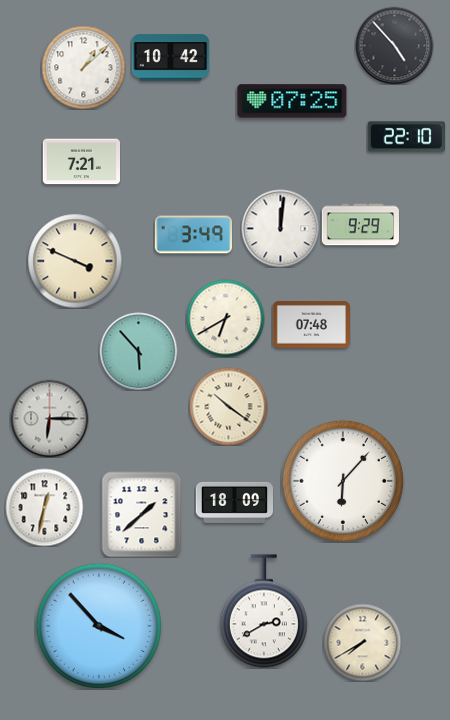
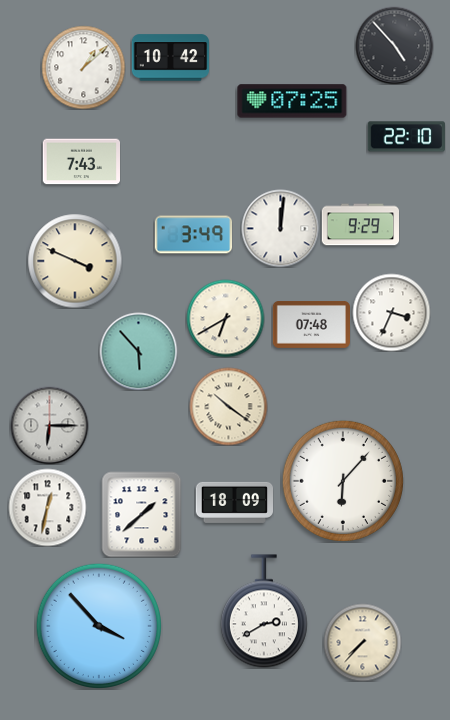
clock at (81, 162): 7:21 -> 7:43
clock at (391, 312): none -> 3:34
clock at (49, 418) position: (49, 418) -> (49, 425)
clock at (44, 507) position: (44, 507) -> (47, 507)
clock at (362, 642): 7:40 -> 7:37
